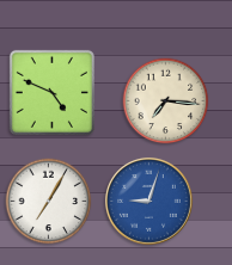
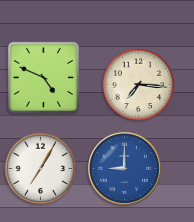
clock at (149, 202): 9:03 -> 9:00
